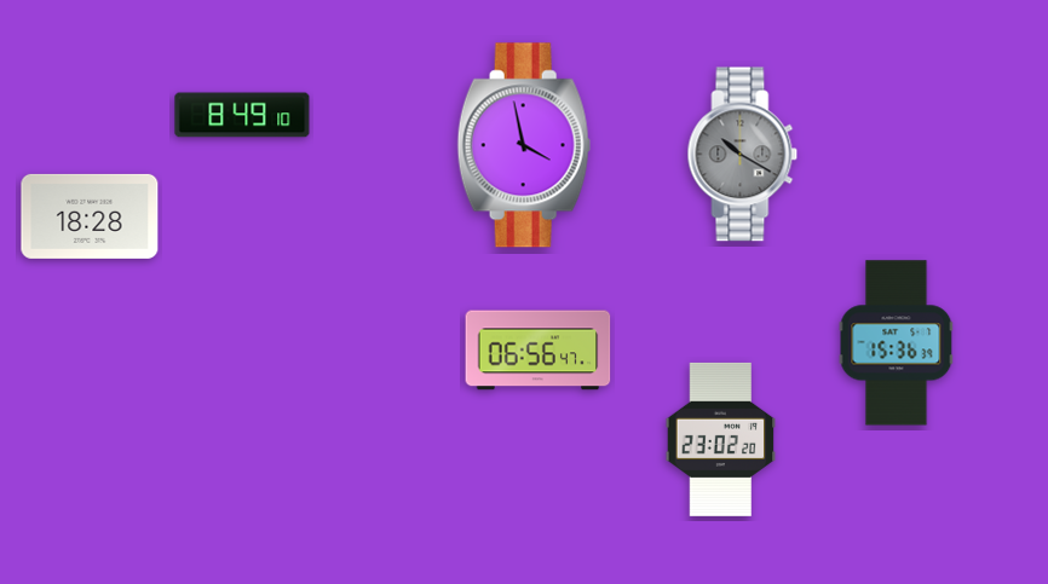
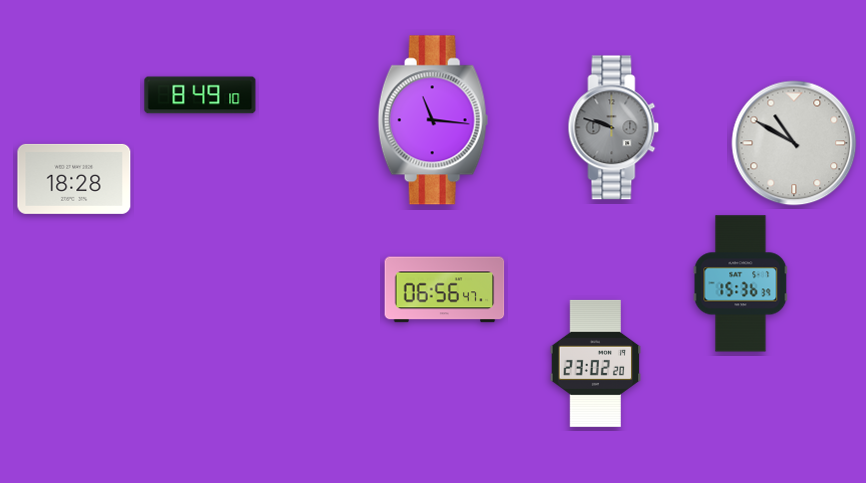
clock at (524, 145): 3:58 -> 11:16
clock at (743, 155): 10:20 -> 9:48
clock at (794, 143): none -> 10:50
